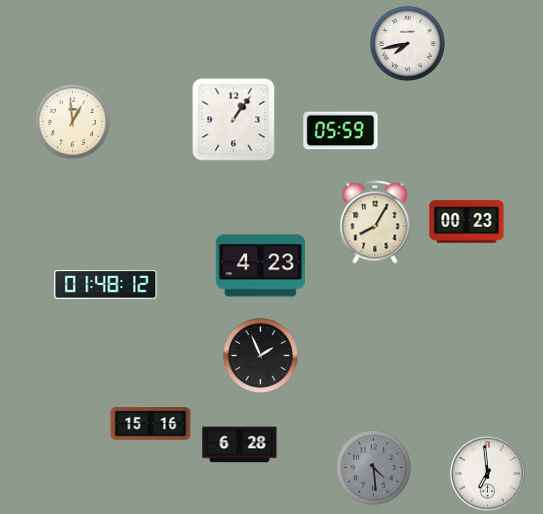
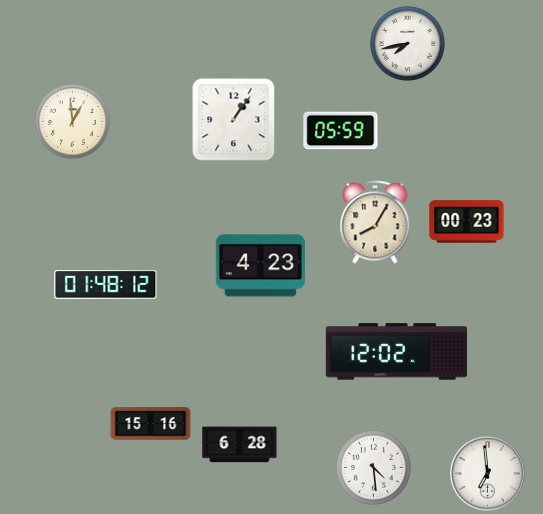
clock at (396, 352): none -> 12:02
clock at (260, 355): 1:56 -> none
clock at (373, 467) dial: grey -> white
